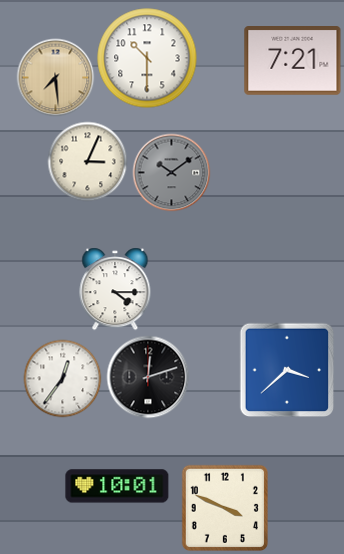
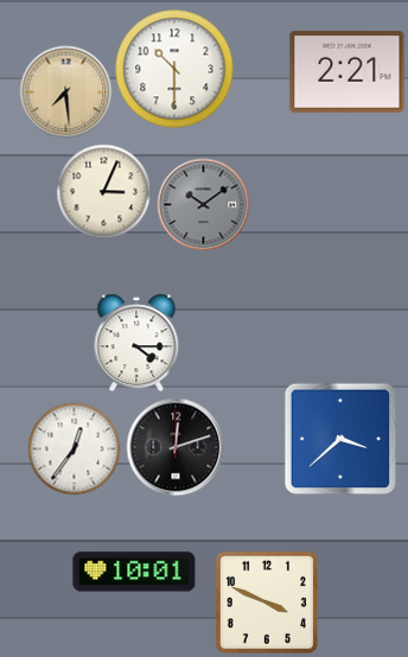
clock at (293, 61): 7:21 -> 2:21
clock at (117, 486) position: (117, 486) -> (134, 572)
